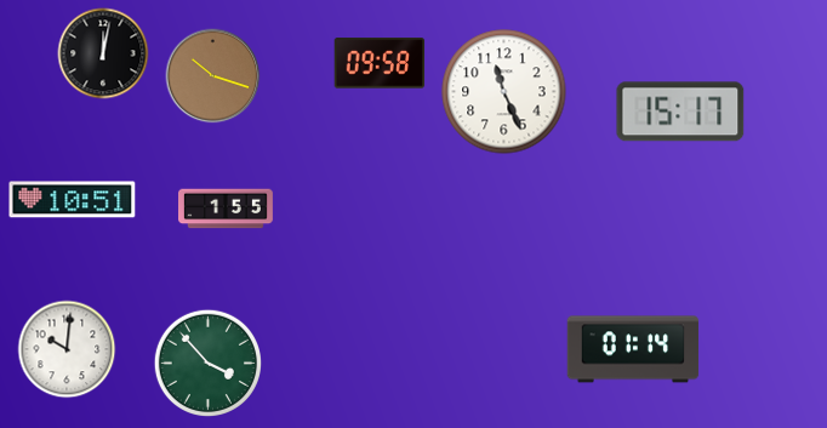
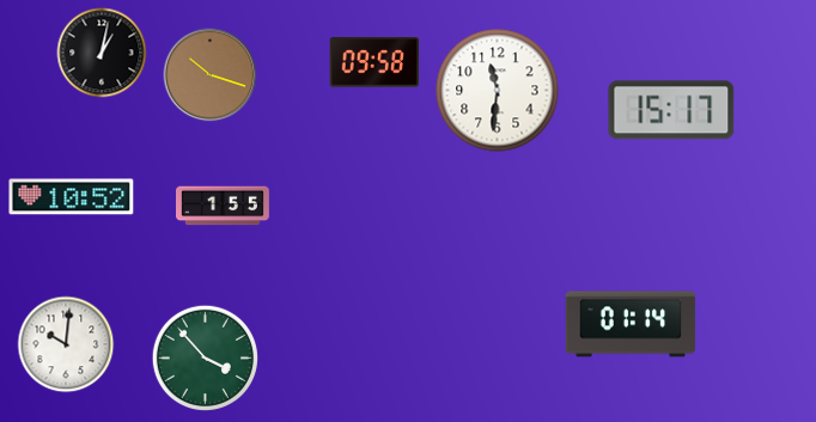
clock at (103, 53): 12:02 -> 1:02
clock at (504, 92): 11:26 -> 11:31
clock at (73, 200): 10:51 -> 10:52
clock at (633, 349) position: (633, 349) -> (631, 324)
